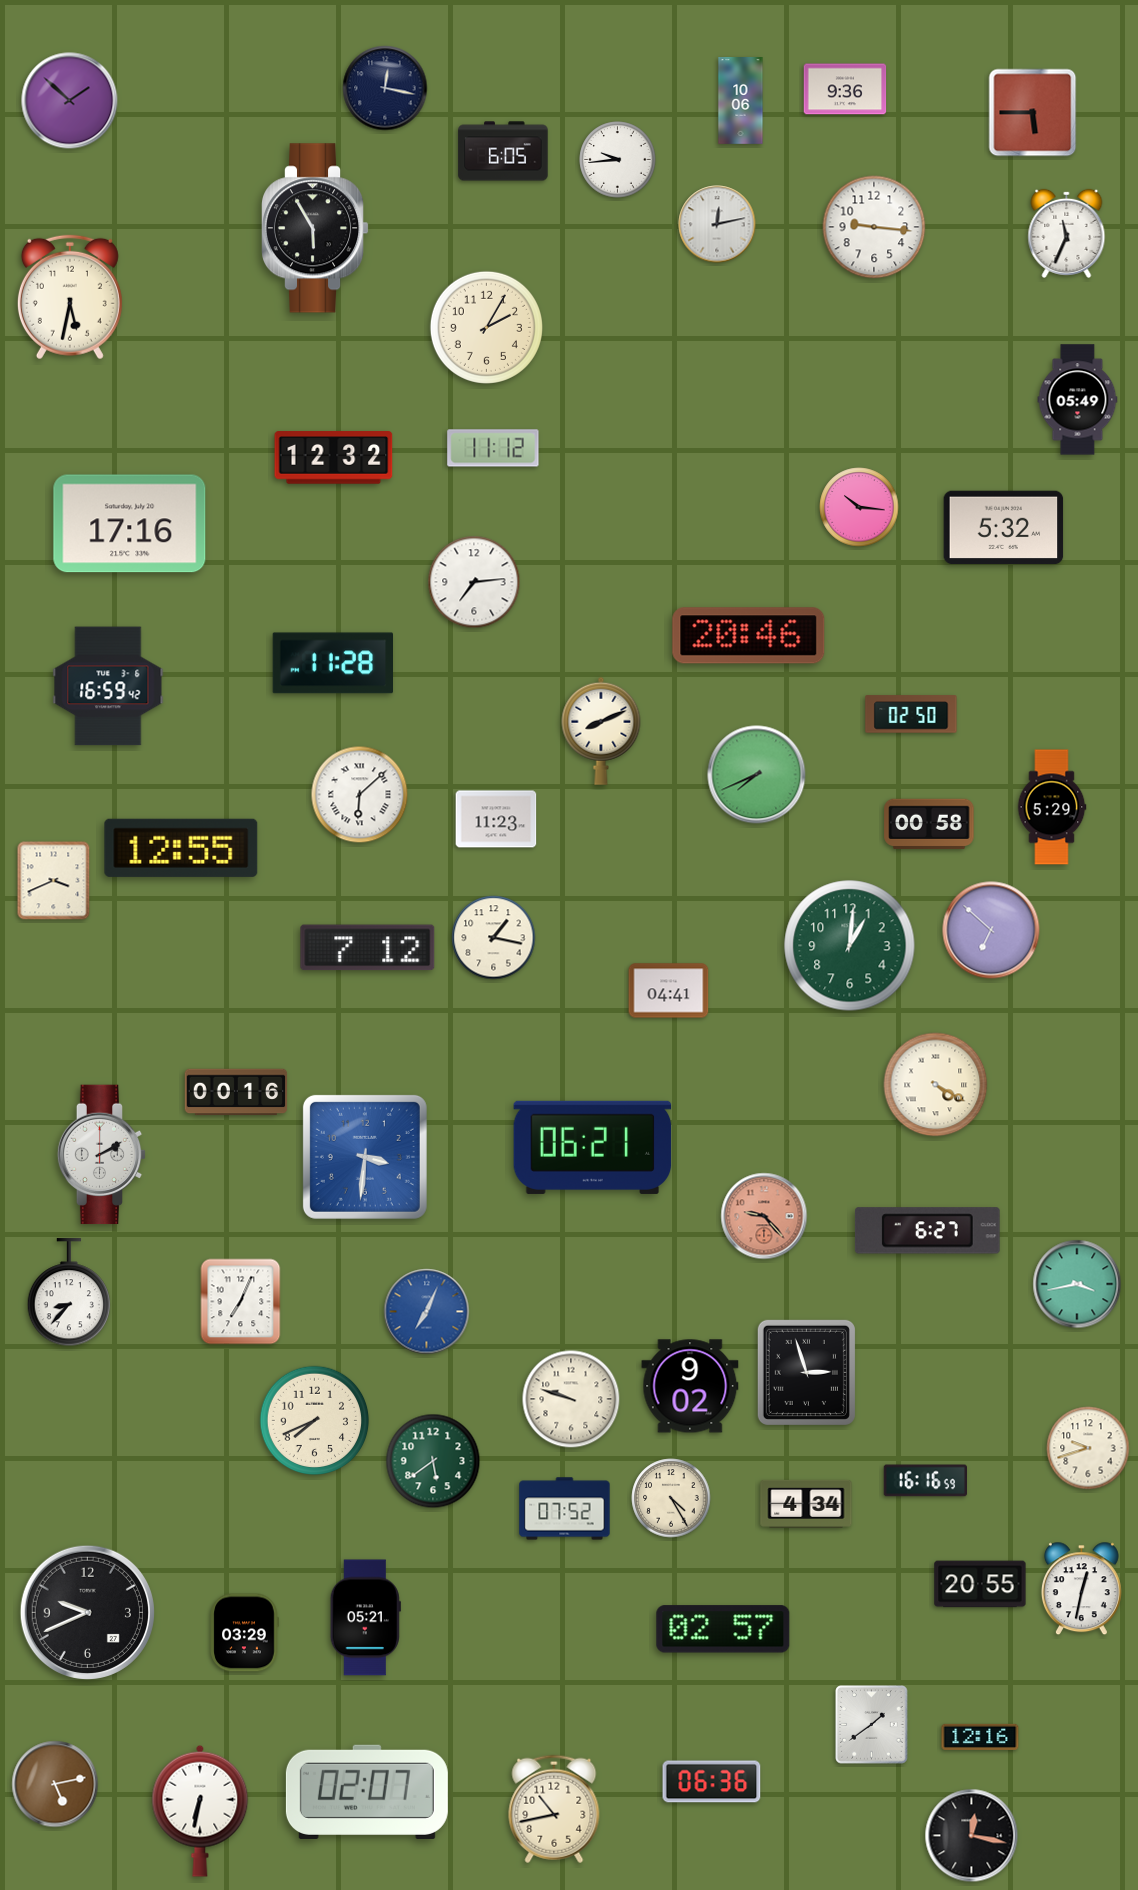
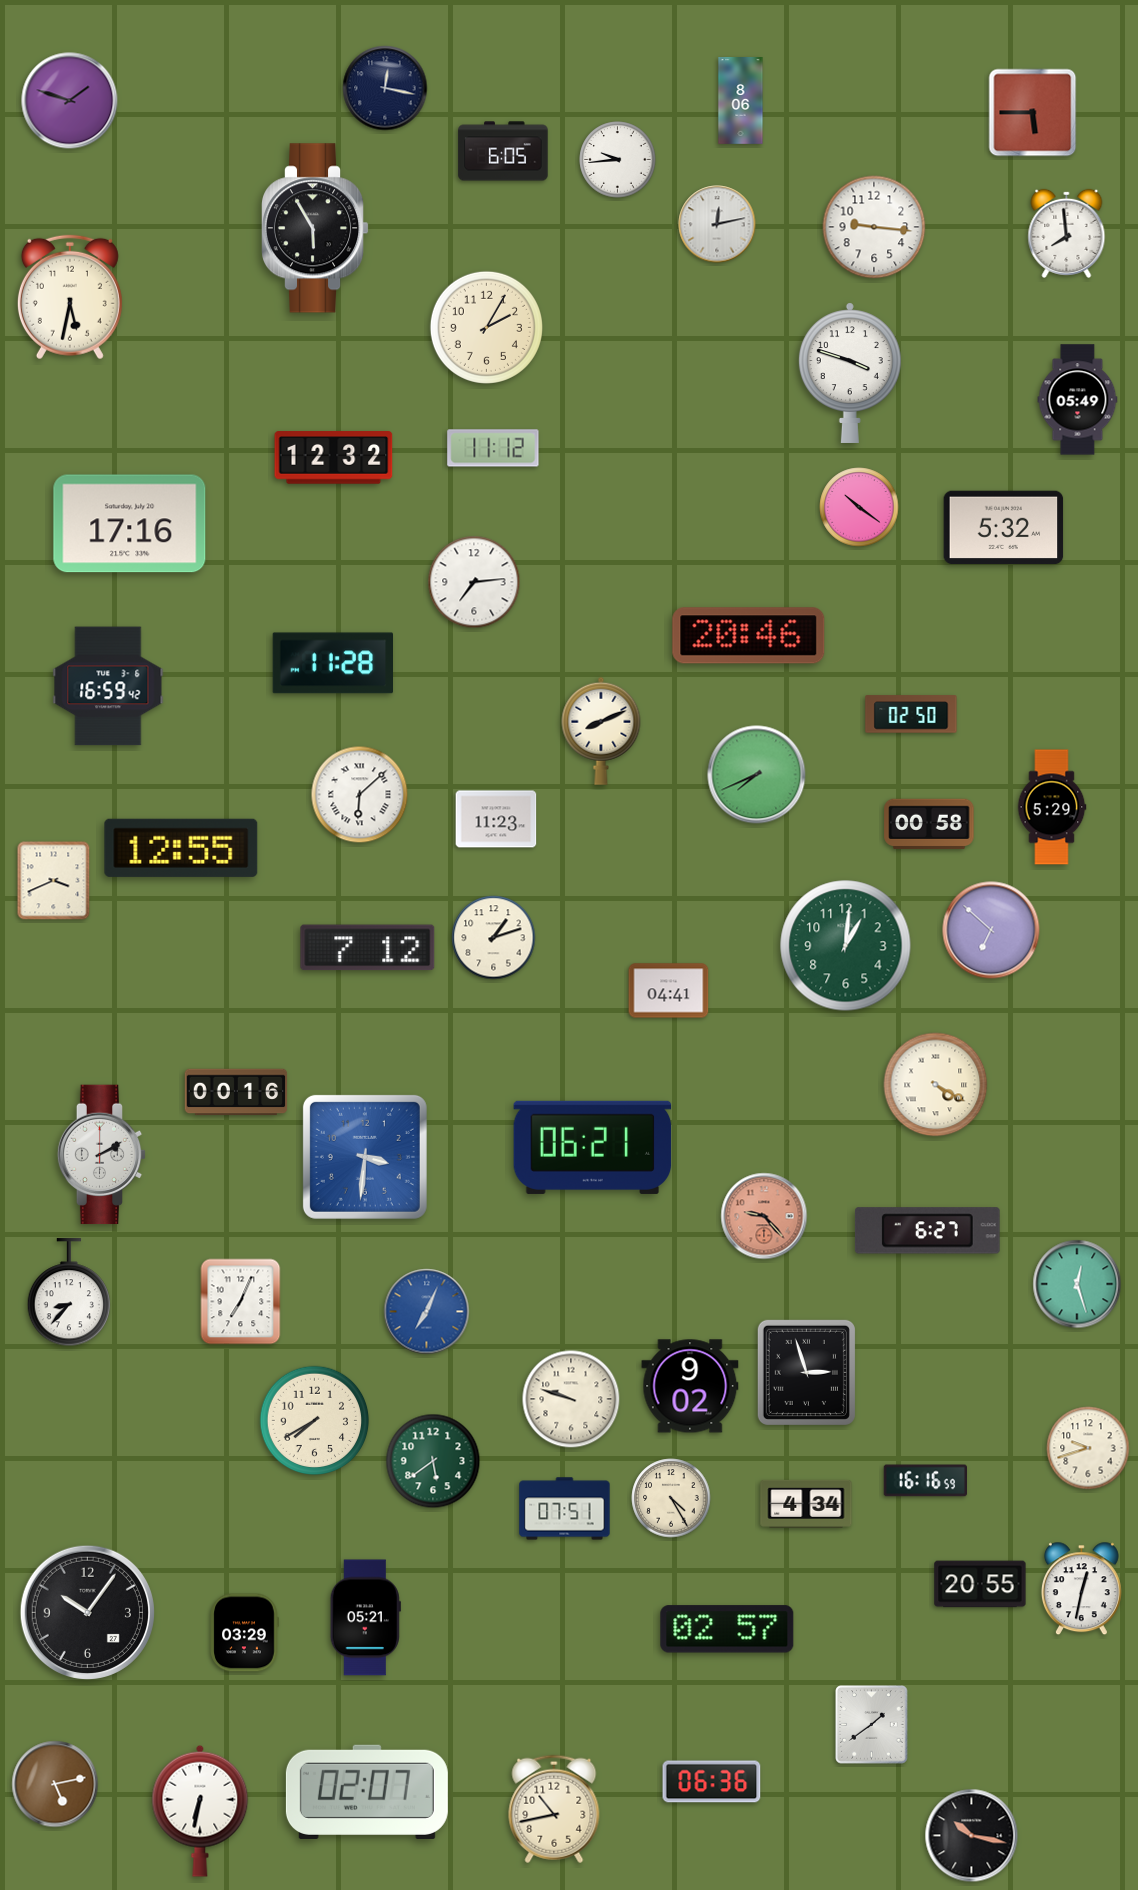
clock at (845, 89): 9:36 -> none
clock at (70, 101): 1:52 -> 1:48
clock at (741, 101): 10:06 -> 8:06
clock at (1067, 233): 11:34 -> 7:59
clock at (850, 373): none -> 3:48
clock at (859, 507): 10:16 -> 10:21
clock at (494, 938): 1:17 -> 1:12
clock at (850, 946) position: (850, 946) -> (846, 946)
clock at (1077, 1284): 3:43 -> 12:27
clock at (315, 1421): 7:41 -> 7:40
clock at (565, 1509): 07:52 -> 07:51
clock at (87, 1612): 9:41 -> 10:06
clock at (723, 1629) position: (723, 1629) -> (727, 1629)
clock at (980, 1737): 12:16 -> none
clock at (972, 1836): 12:17 -> 10:17
